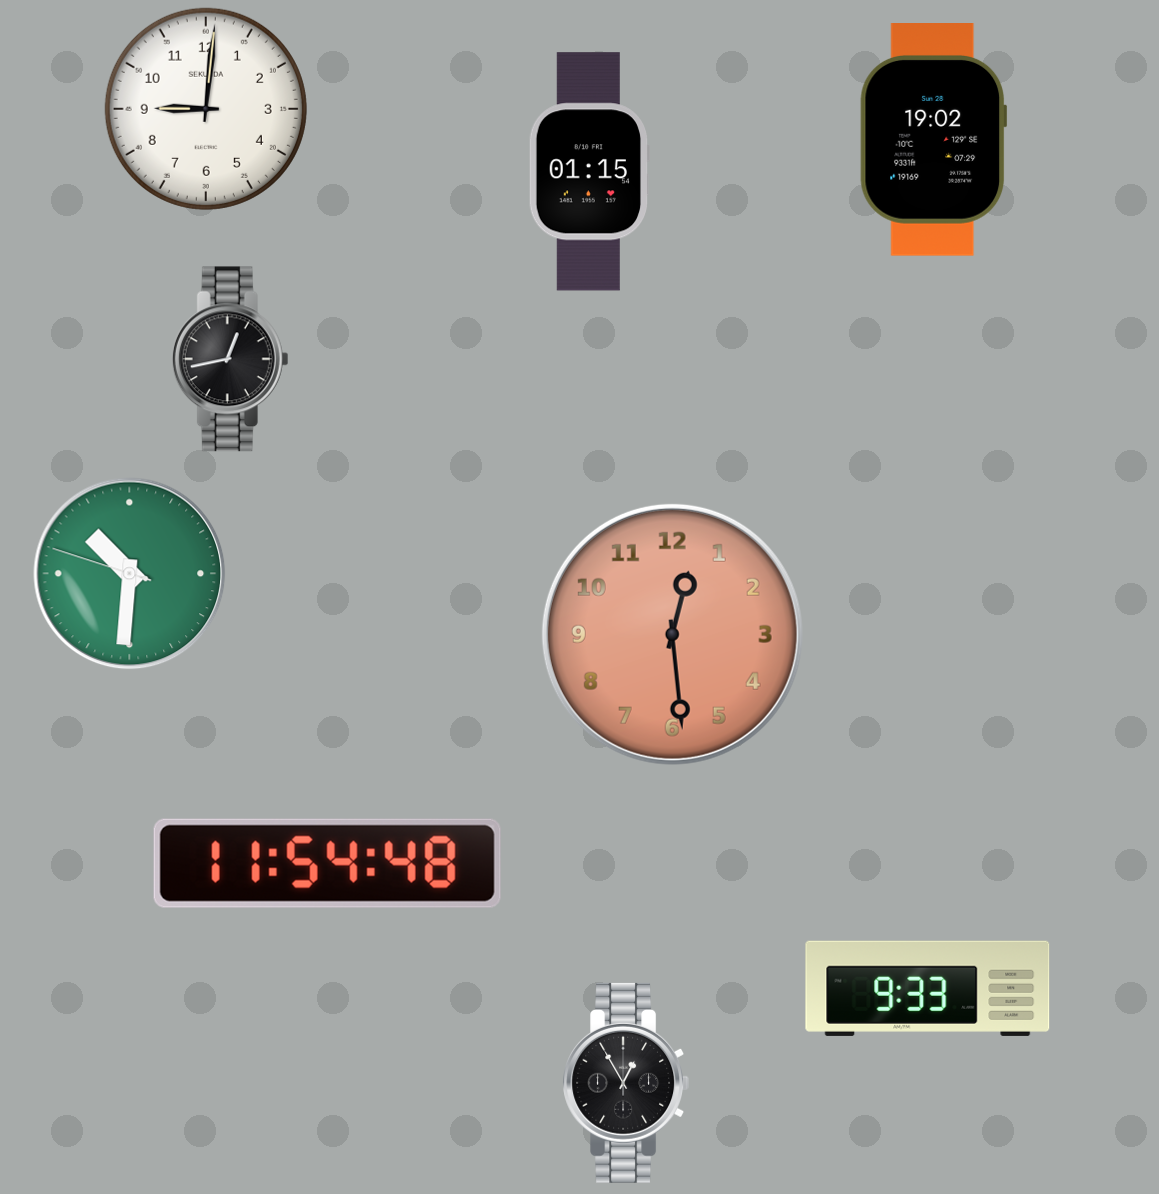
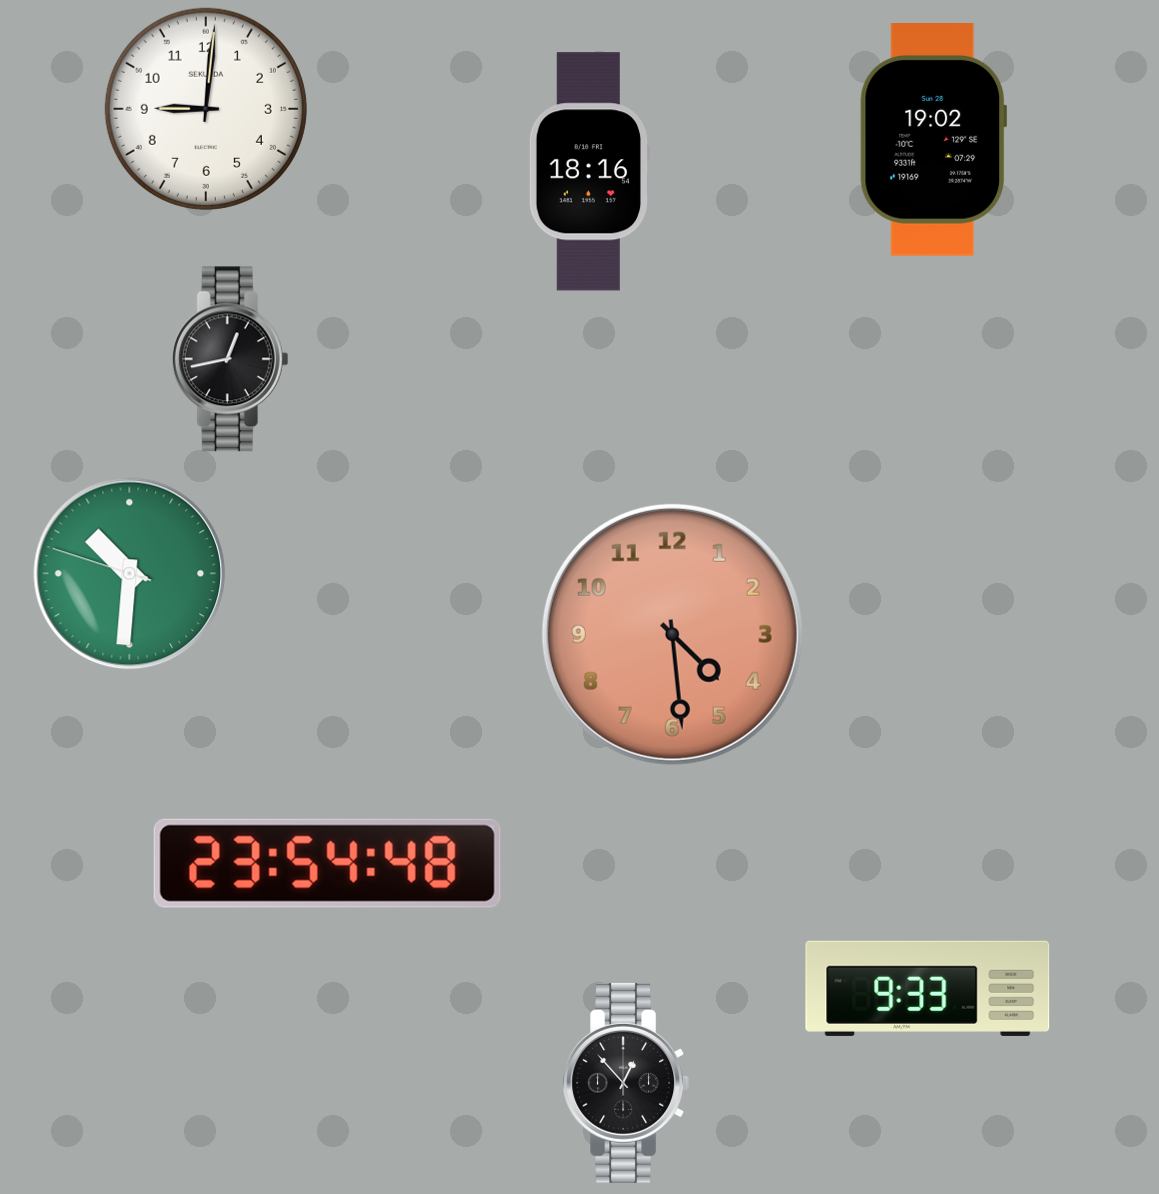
clock at (589, 172): 01:15 -> 18:16
clock at (672, 634): 12:29 -> 4:29
clock at (327, 863): 11:54 -> 23:54
clock at (625, 1083): 12:55 -> 12:53
